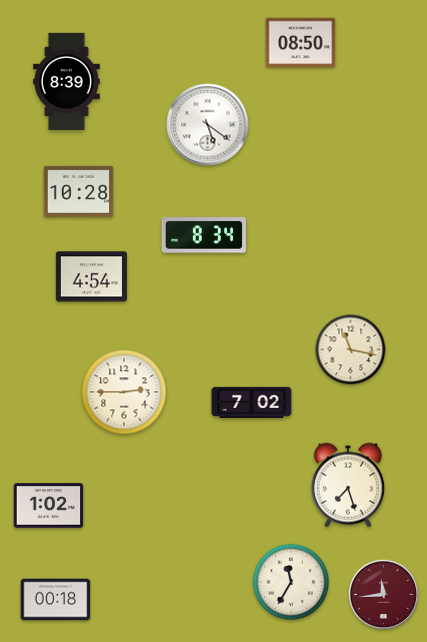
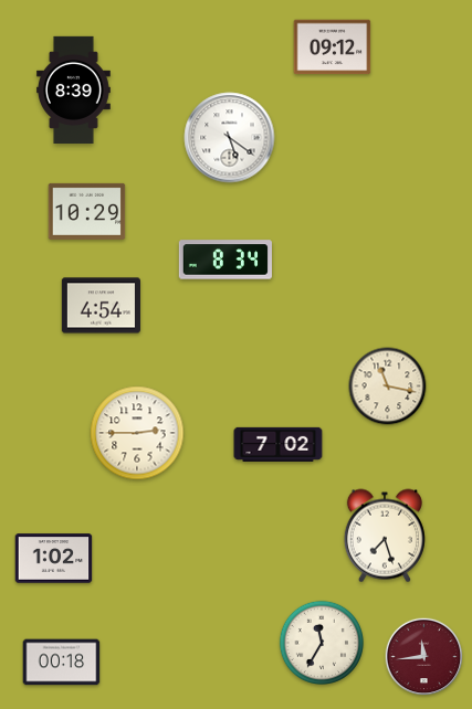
clock at (301, 43): 08:50 -> 09:12
clock at (79, 191): 10:28 -> 10:29
